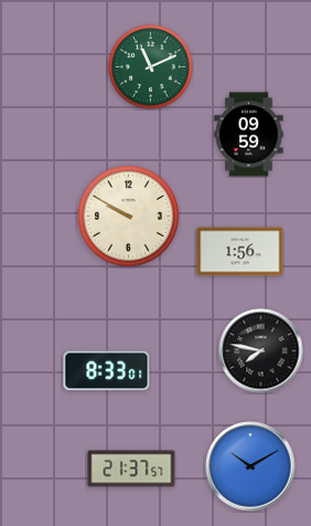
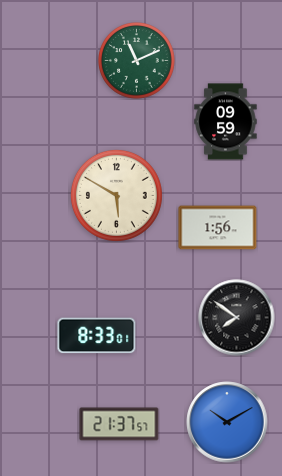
clock at (128, 215): 9:50 -> 5:50
clock at (261, 351): 7:47 -> 7:51
